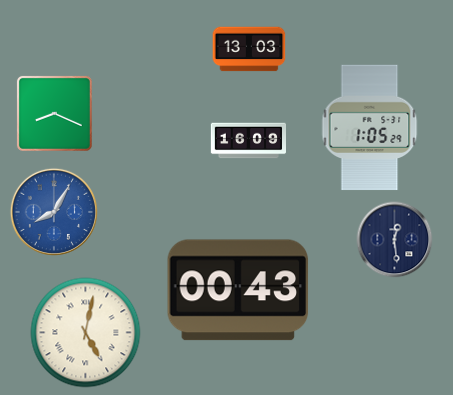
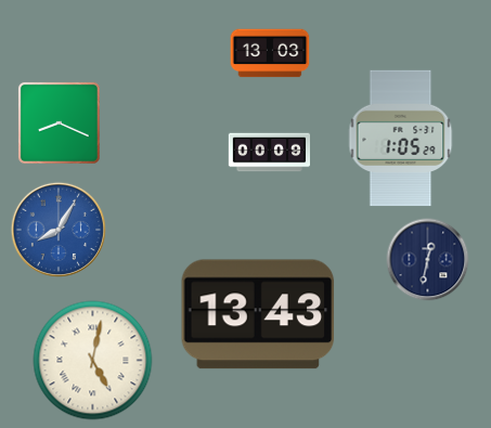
clock at (248, 141): 16:09 -> 00:09
clock at (395, 240): 12:29 -> 12:32
clock at (238, 290): 00:43 -> 13:43
